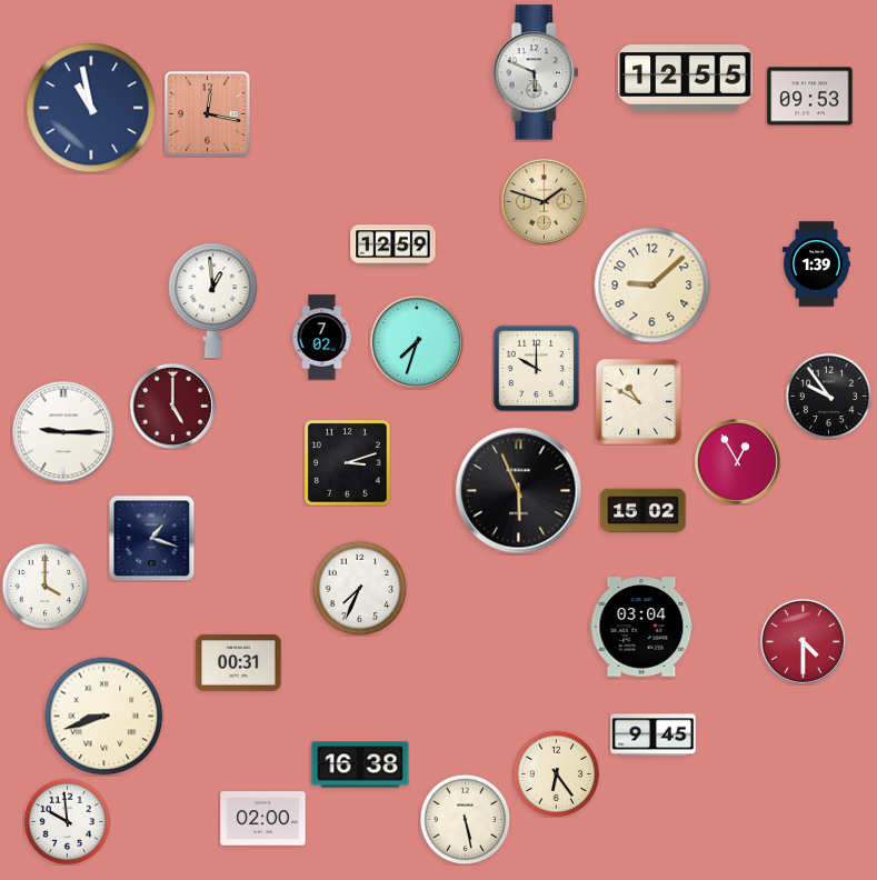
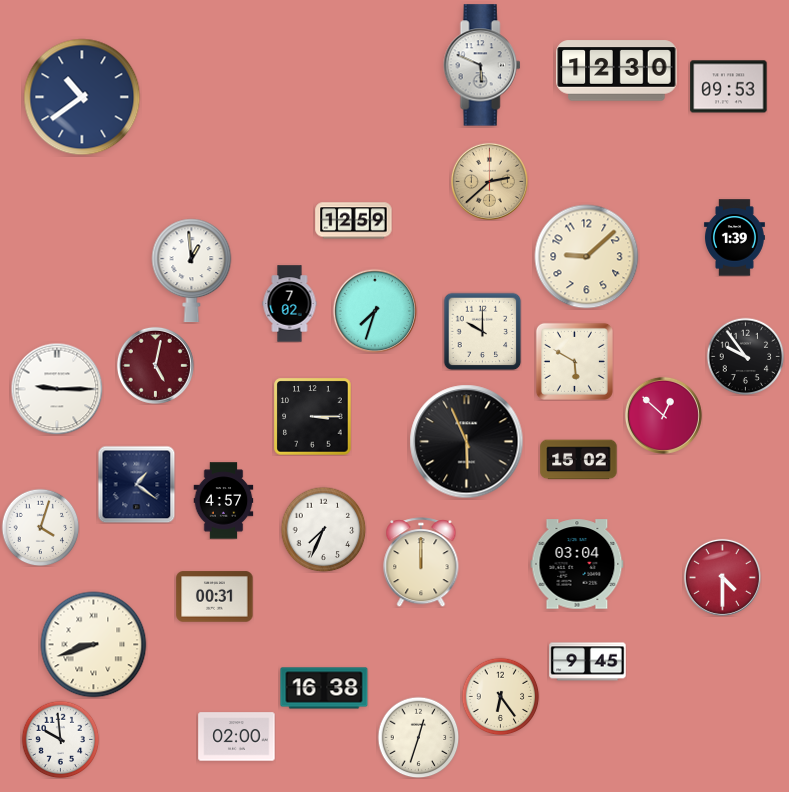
clock at (686, 79): 12:55 -> 12:30
clock at (91, 108): 10:58 -> 10:39
clock at (208, 114): 12:17 -> none
clock at (544, 201): 1:48 -> 2:38
clock at (417, 342) position: (417, 342) -> (375, 311)
clock at (638, 401): 10:50 -> 5:50
clock at (172, 406): 5:00 -> 5:02
clock at (737, 461): 12:55 -> 12:52
clock at (348, 463): 3:12 -> 3:15
clock at (151, 538): 1:18 -> 1:21
clock at (224, 501): none -> 4:57
clock at (44, 586): 4:00 -> 4:03
clock at (421, 562): none -> 12:00
clock at (465, 819): 5:28 -> 12:33
